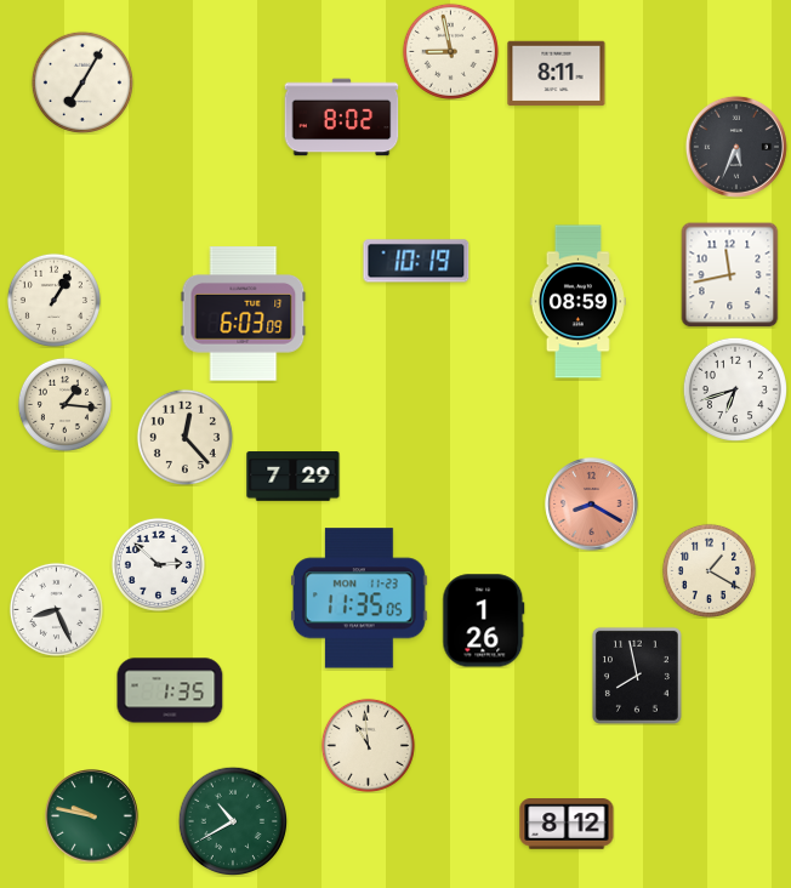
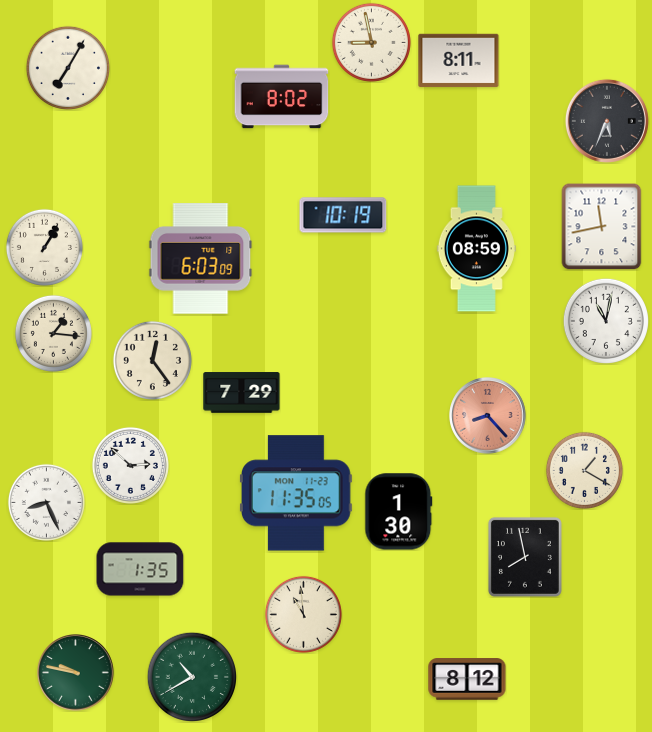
clock at (734, 388): 6:42 -> 11:02
clock at (184, 437): 12:23 -> 12:24
clock at (592, 505): 8:20 -> 8:23
clock at (484, 621): 1:26 -> 1:30
